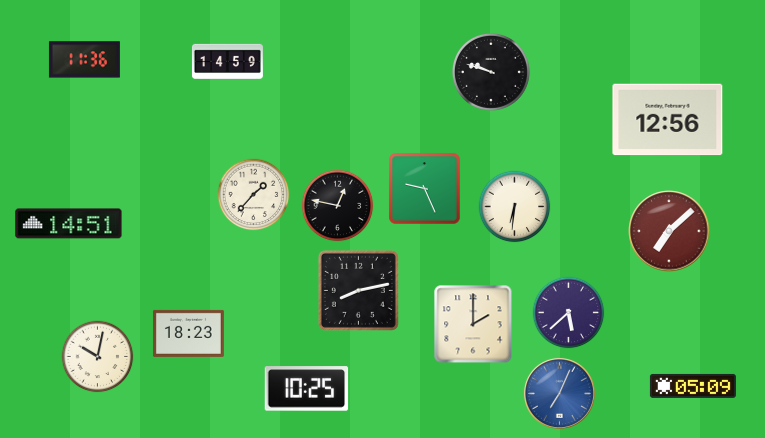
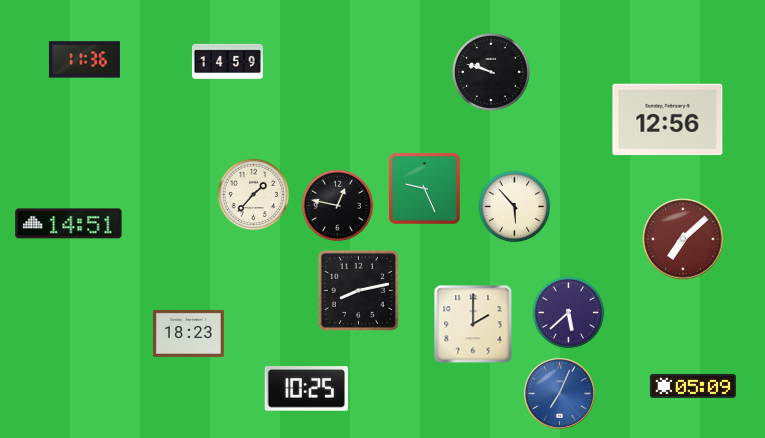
clock at (515, 207): 6:31 -> 5:53
clock at (669, 231) position: (669, 231) -> (683, 239)
clock at (98, 357): 10:02 -> none
